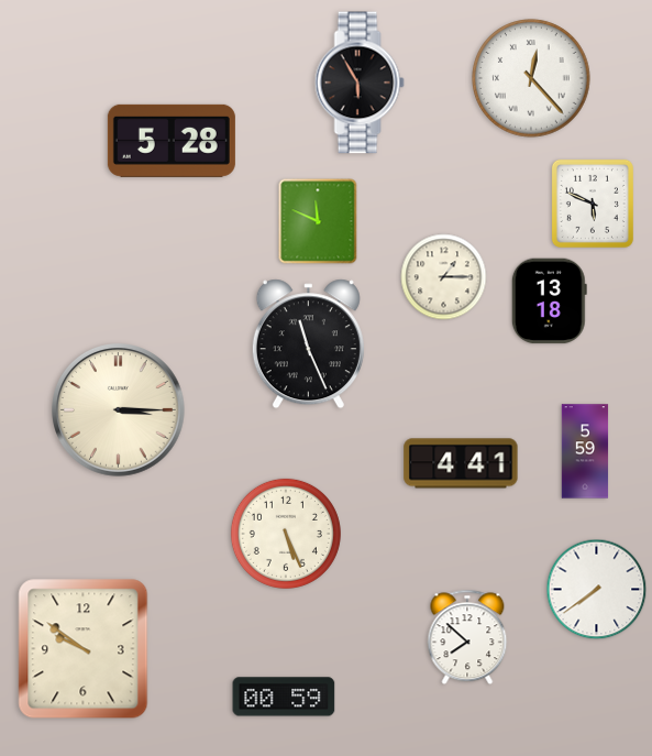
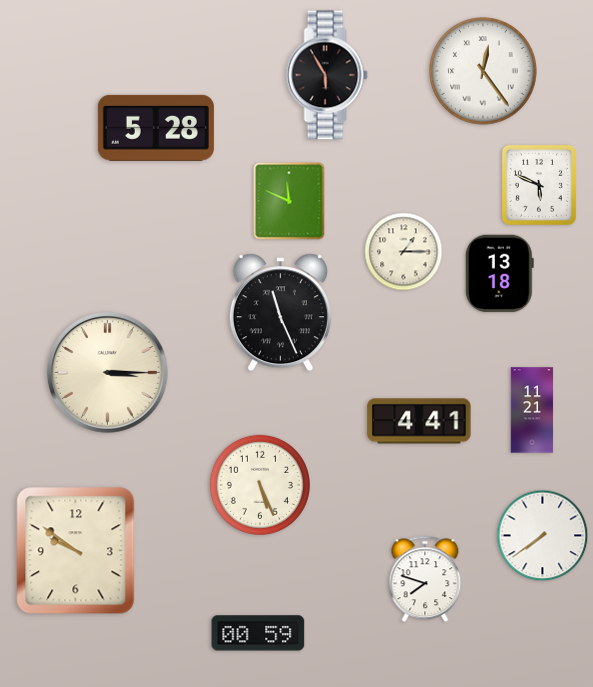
clock at (531, 78): 12:23 -> 12:24
clock at (585, 451): 5:59 -> 11:21
clock at (467, 637): 7:52 -> 7:48
clock at (84, 649) position: (84, 649) -> (76, 551)
